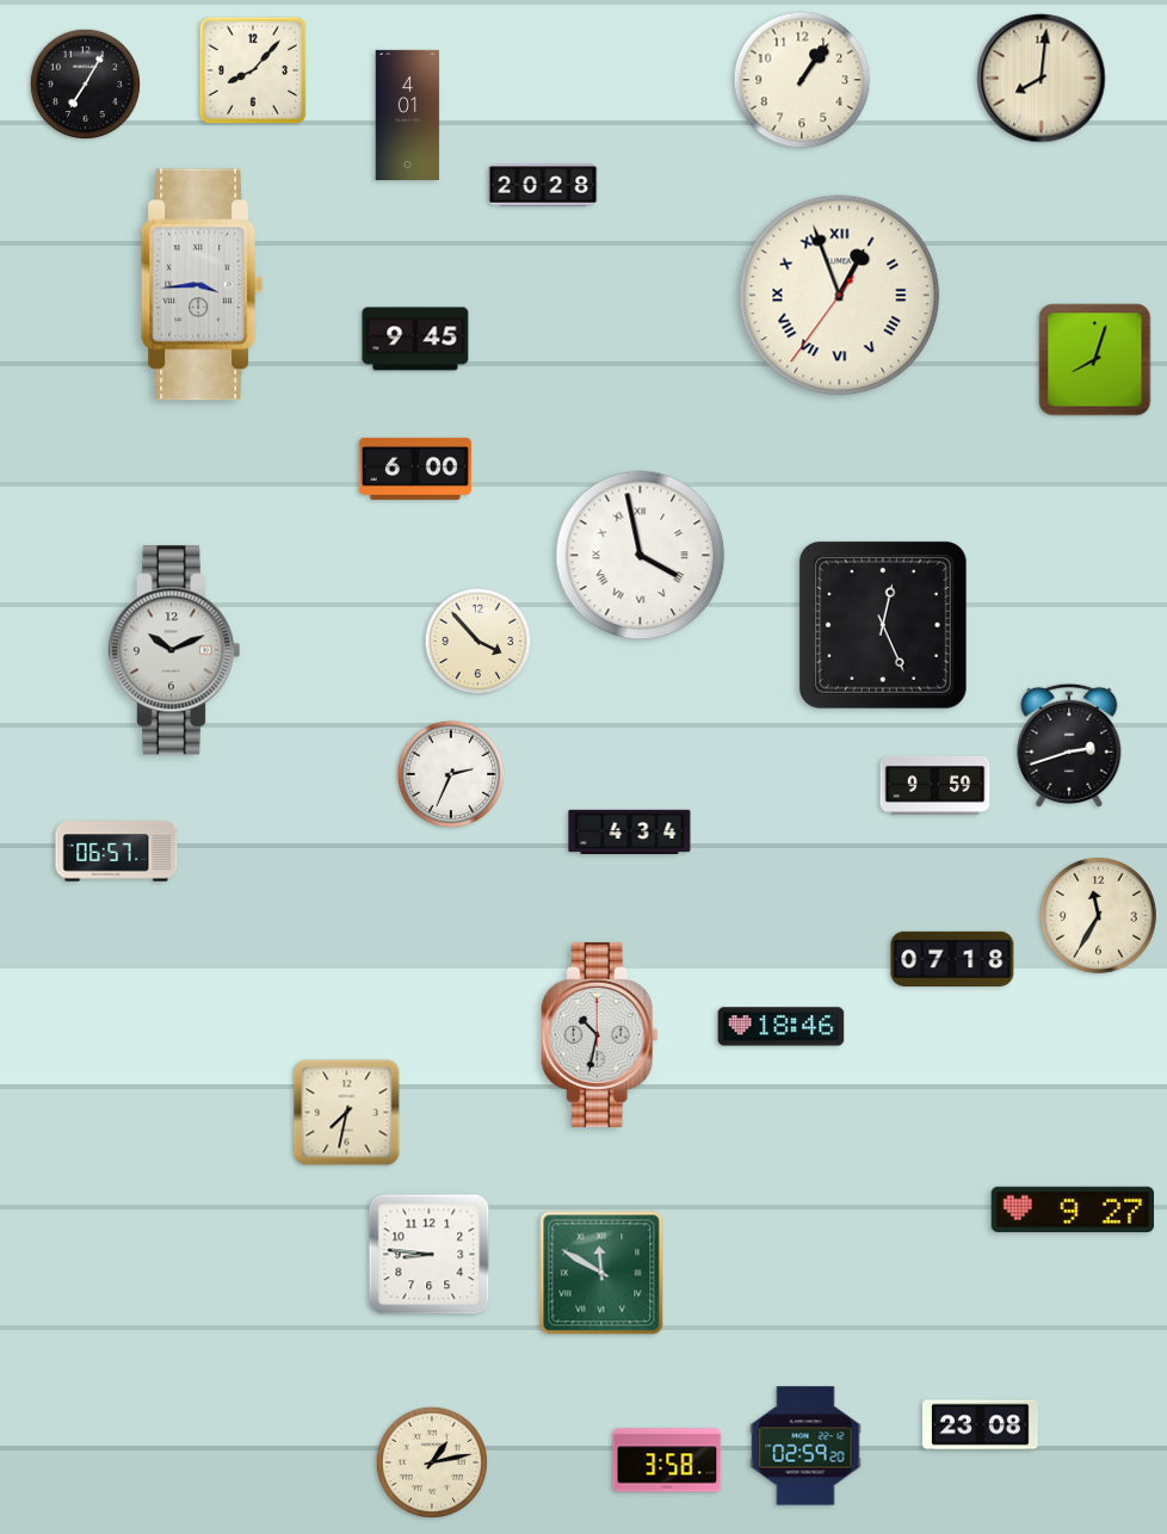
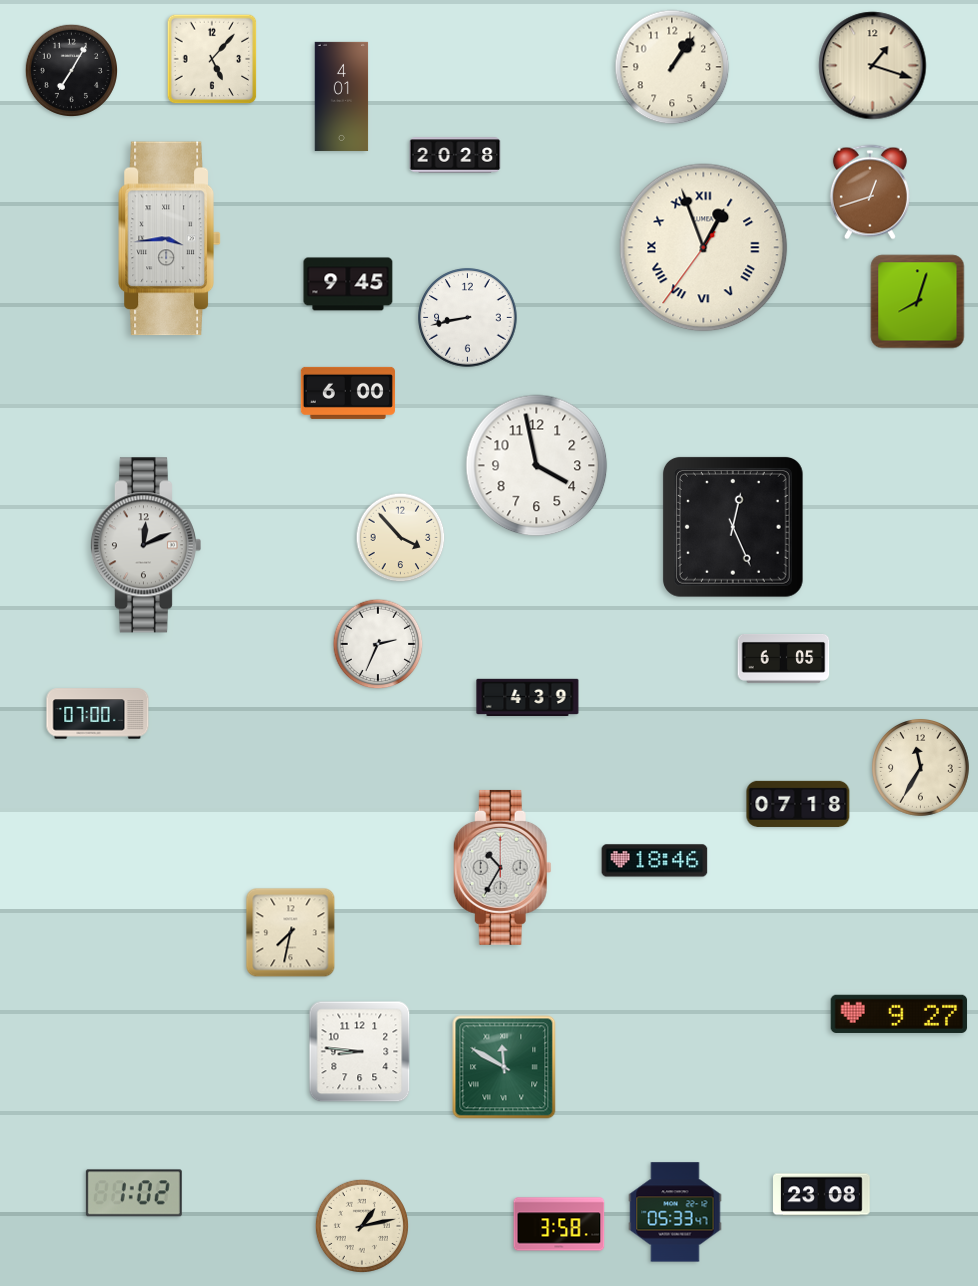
clock at (253, 70): 8:07 -> 5:07
clock at (1042, 79): 8:01 -> 1:18
clock at (870, 192): none -> 12:42
clock at (468, 318): none -> 8:43
clock at (641, 556) numerals: Roman -> Arabic
clock at (883, 625) position: (883, 625) -> (733, 527)
clock at (173, 650): 10:11 -> 12:11
clock at (1069, 746): 2:42 -> none
clock at (451, 774) position: (451, 774) -> (378, 644)
clock at (936, 786): 9:59 -> 6:05
clock at (630, 831): 4:34 -> 4:39
clock at (117, 852): 06:57 -> 07:00
clock at (599, 1034): 10:32 -> 10:35
clock at (134, 1193): none -> 1:02
clock at (805, 1446): 02:59 -> 05:33
